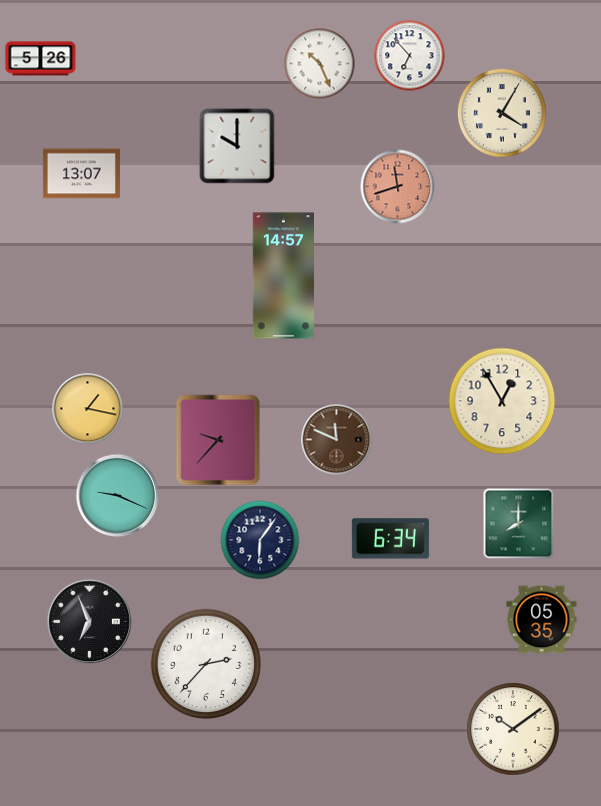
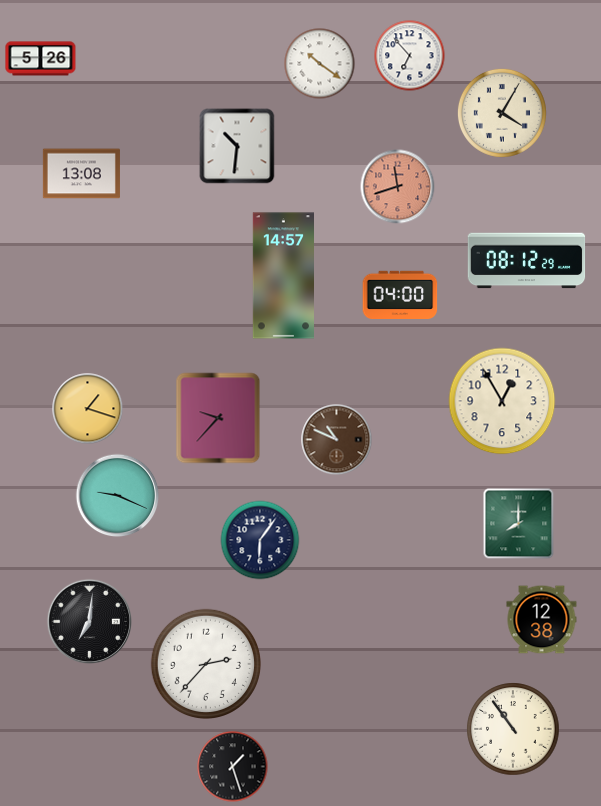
clock at (320, 64): 10:26 -> 10:21
clock at (237, 146): 10:00 -> 10:31
clock at (81, 174): 13:07 -> 13:08
clock at (527, 261): none -> 08:12
clock at (400, 294): none -> 04:00
clock at (88, 409): 1:17 -> 1:18
clock at (218, 440) position: (218, 440) -> (218, 418)
clock at (337, 440): 11:49 -> 10:49
clock at (390, 539): 6:34 -> none
clock at (542, 620): 05:35 -> 12:38
clock at (89, 621): 6:56 -> 7:01
clock at (513, 729): 10:09 -> 10:54
clock at (233, 767): none -> 1:27
